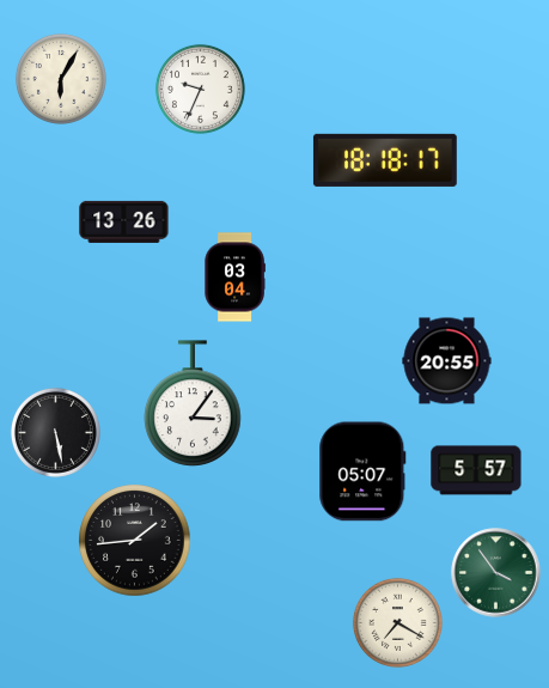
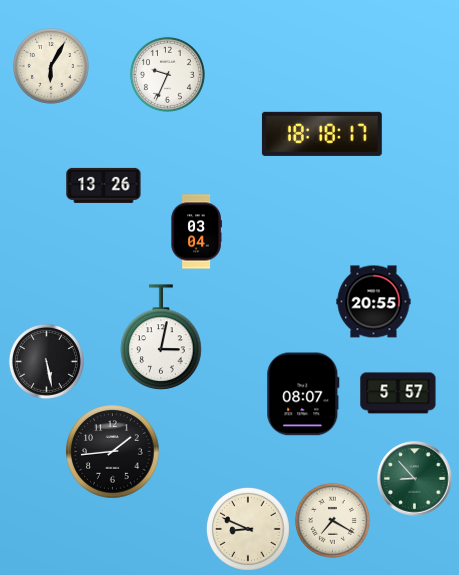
clock at (193, 403): 3:06 -> 3:02
clock at (362, 471): 05:07 -> 08:07
clock at (496, 573): 3:54 -> 8:53
clock at (249, 530): none -> 8:49
